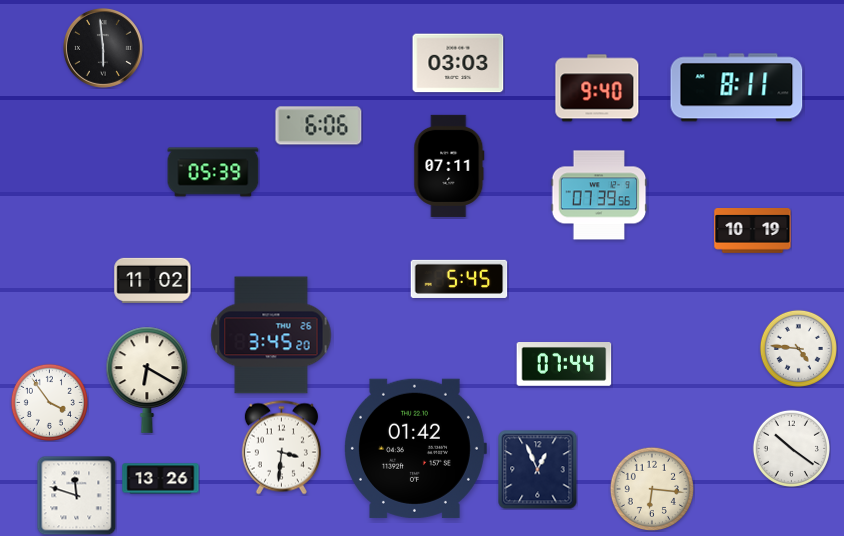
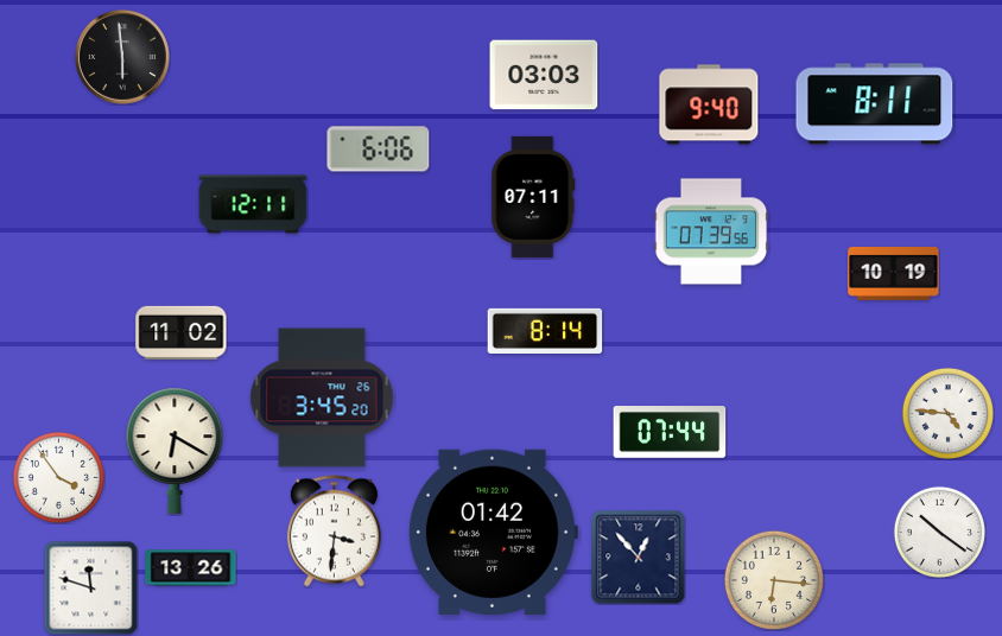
clock at (213, 172): 05:39 -> 12:11
clock at (459, 279): 5:45 -> 8:14
clock at (538, 470): 12:56 -> 12:53
